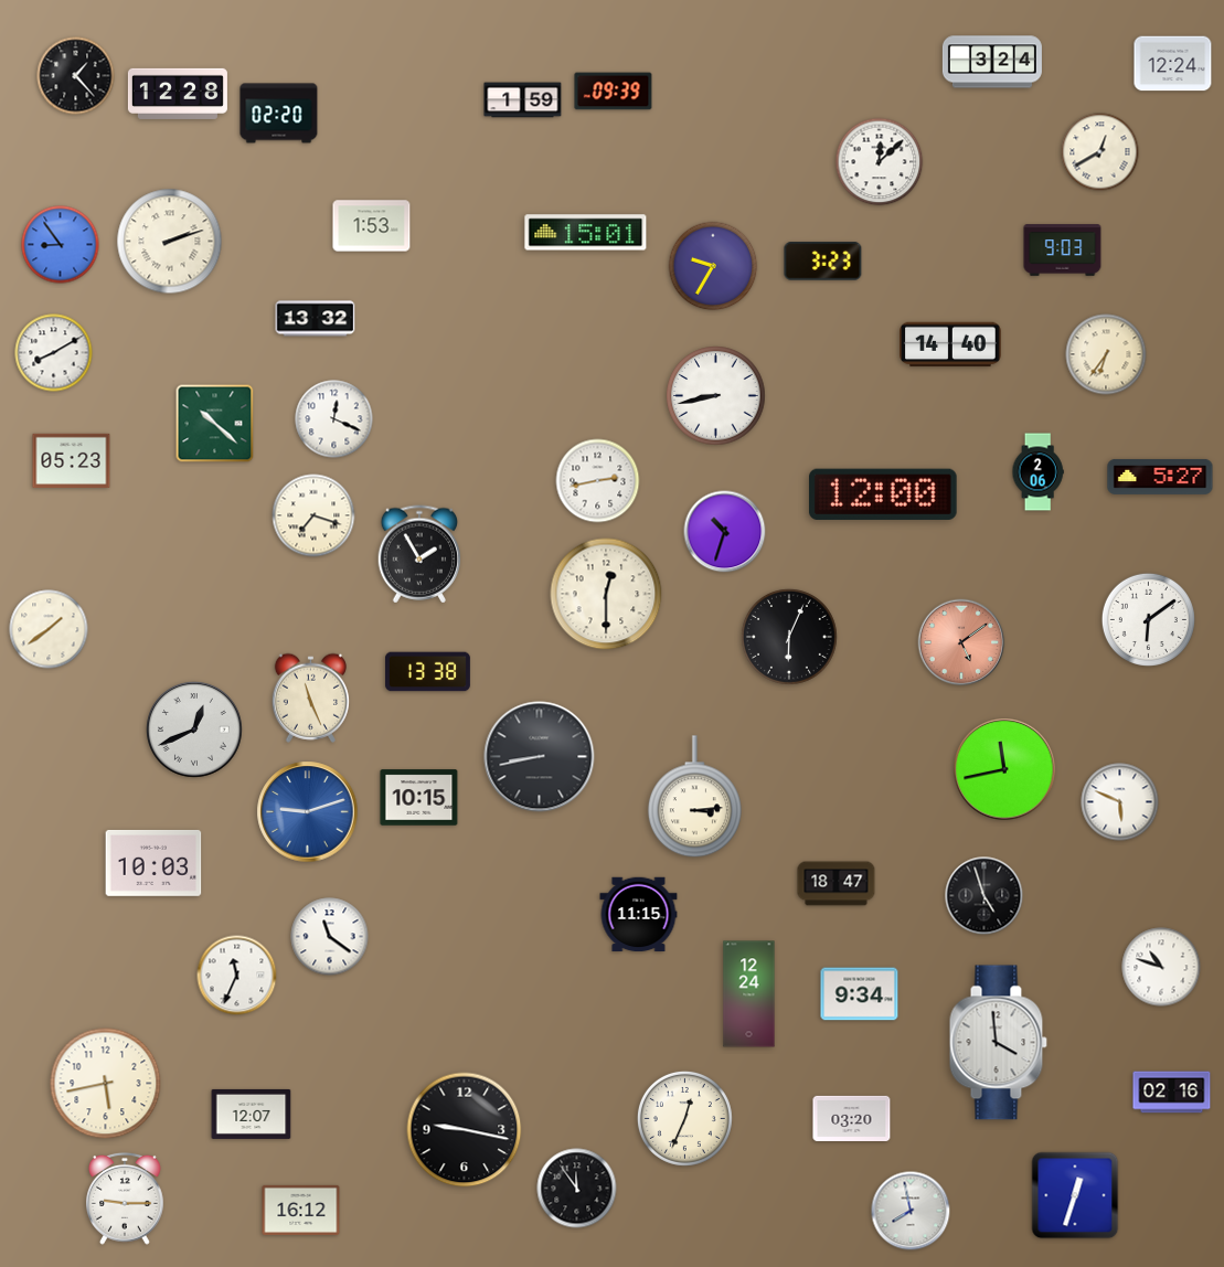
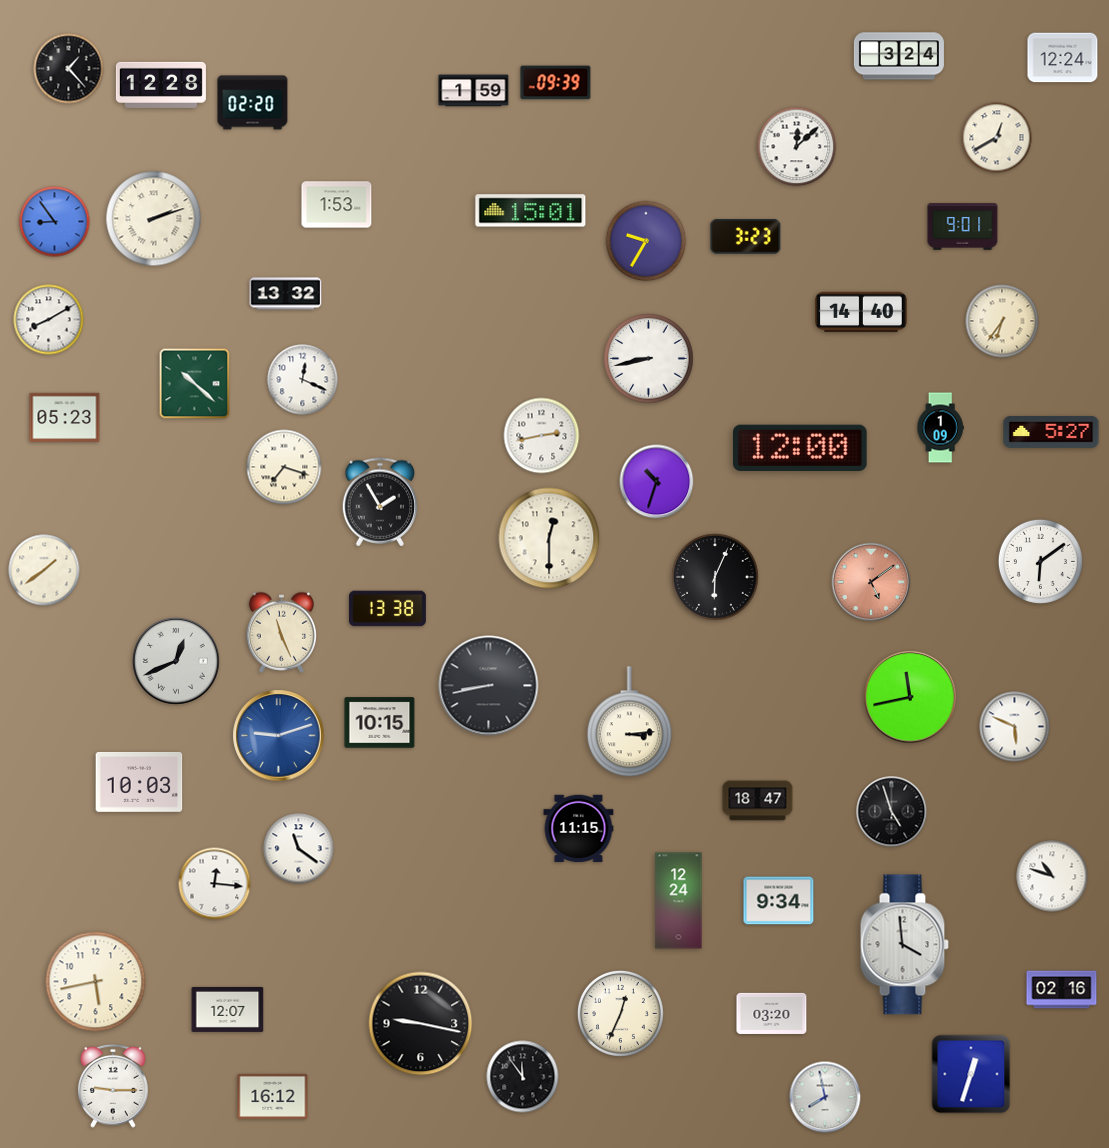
clock at (1063, 251): 9:03 -> 9:01
clock at (316, 319) position: (316, 319) -> (286, 294)
clock at (1037, 472): 2:06 -> 1:09
clock at (237, 976): 11:34 -> 12:16
clock at (1075, 1195) position: (1075, 1195) -> (971, 1074)
